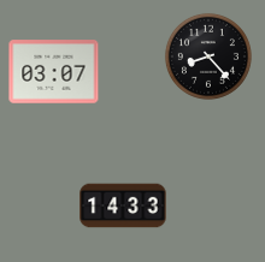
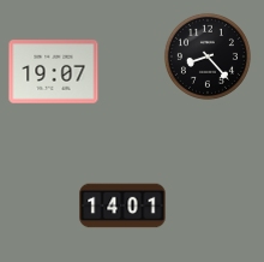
clock at (54, 72): 03:07 -> 19:07
clock at (123, 206): 14:33 -> 14:01
